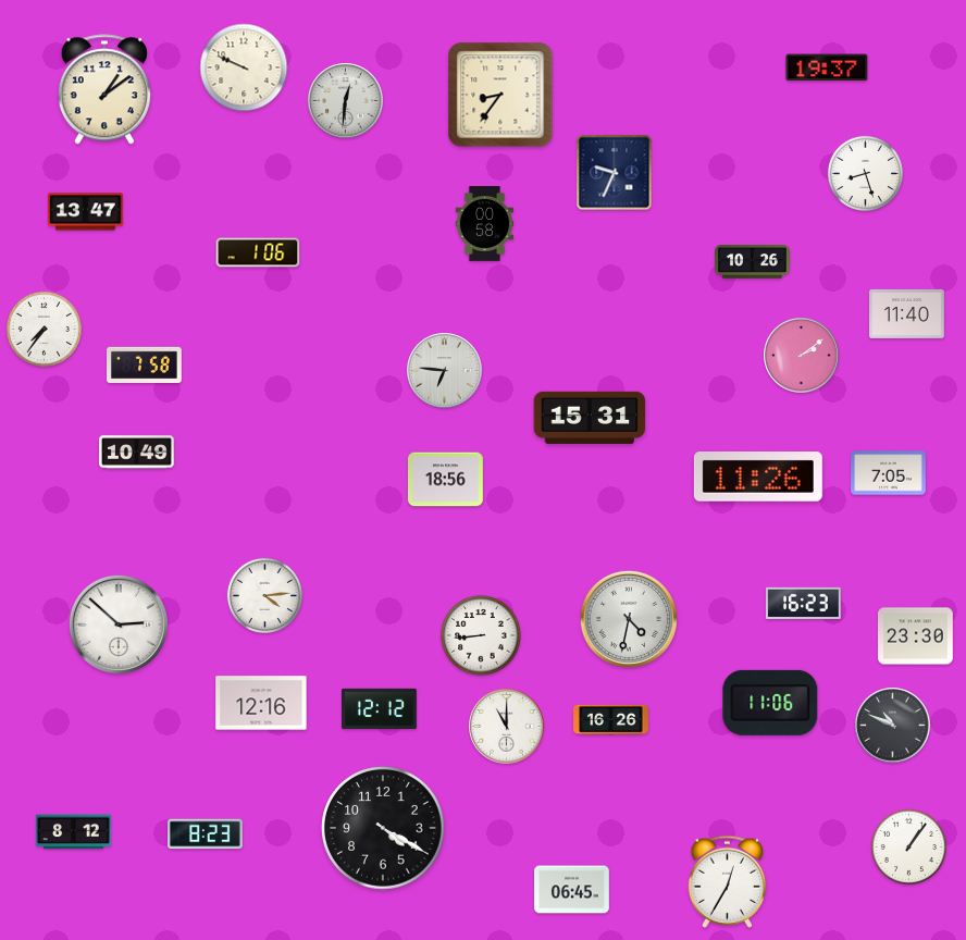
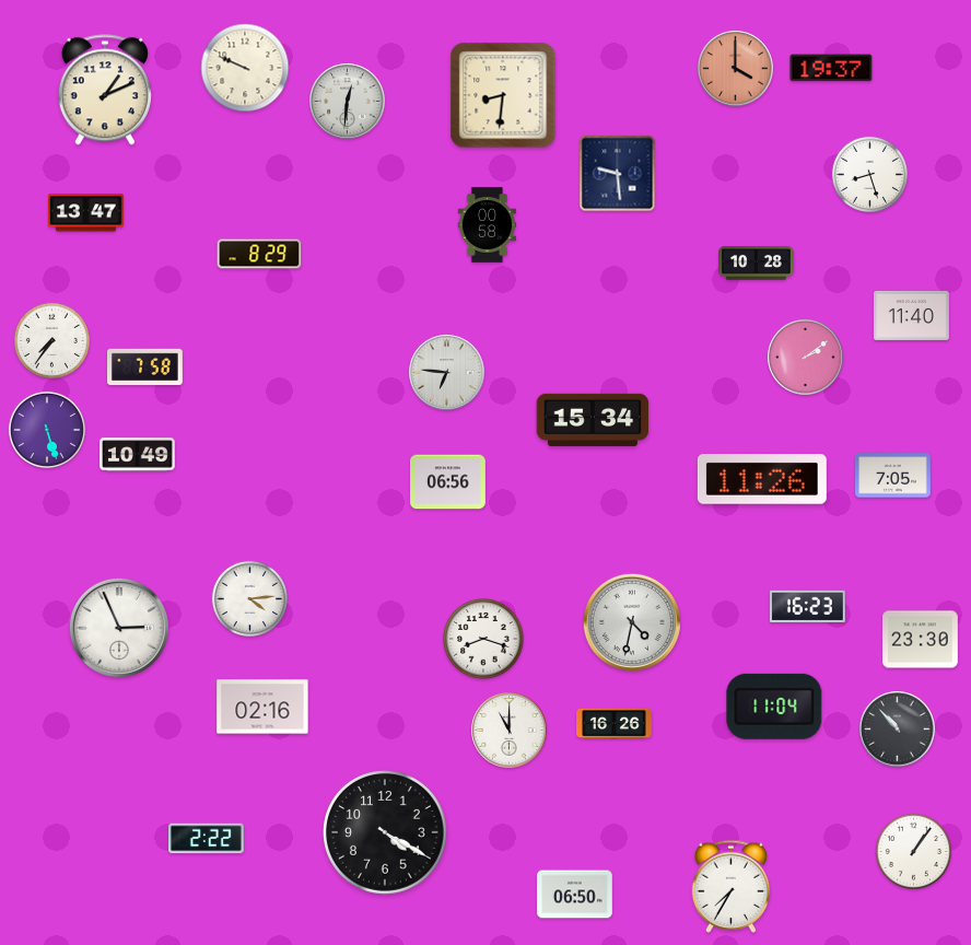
clock at (736, 69): none -> 4:00
clock at (104, 89): 1:09 -> 1:11
clock at (500, 95): 8:36 -> 8:31
clock at (615, 173): 9:34 -> 9:29
clock at (258, 252): 1:06 -> 8:29
clock at (753, 262): 10:26 -> 10:28
clock at (44, 329) position: (44, 329) -> (51, 340)
clock at (590, 418): 15:31 -> 15:34
clock at (47, 430): none -> 5:27
clock at (446, 480): 18:56 -> 06:56
clock at (264, 595) position: (264, 595) -> (249, 598)
clock at (119, 624): 2:52 -> 2:56
clock at (481, 635): 8:44 -> 8:18
clock at (261, 703): 12:16 -> 02:16
clock at (770, 703): 11:06 -> 11:04
clock at (380, 709): 12:12 -> none
clock at (893, 726): 10:49 -> 10:53
clock at (74, 832): 8:12 -> none
clock at (206, 834): 8:23 -> 2:22
clock at (728, 881): 12:35 -> 7:35
clock at (572, 890): 06:45 -> 06:50
